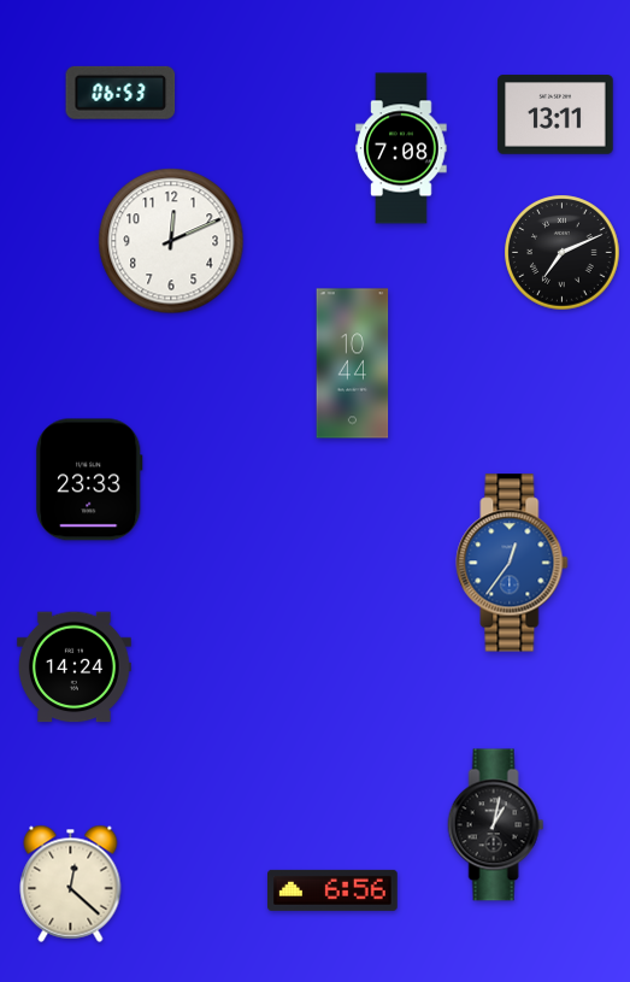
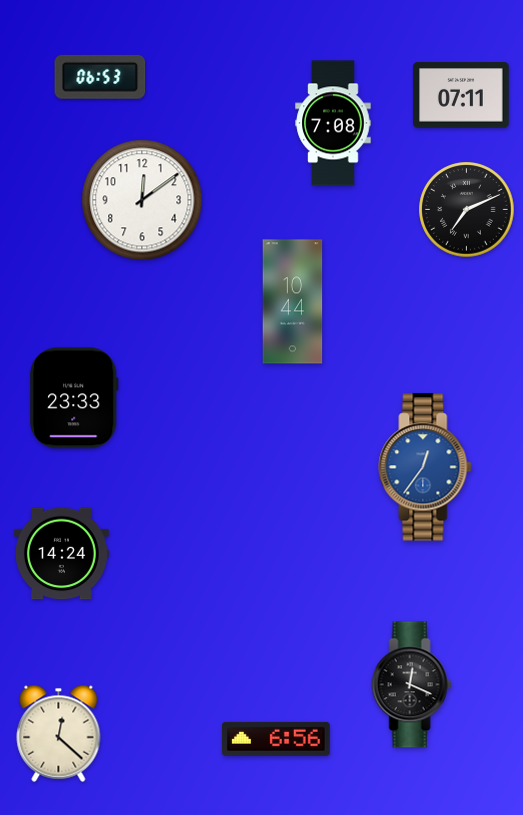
clock at (555, 114): 13:11 -> 07:11
clock at (171, 241): 12:11 -> 12:09
clock at (496, 825): 1:02 -> 12:19
